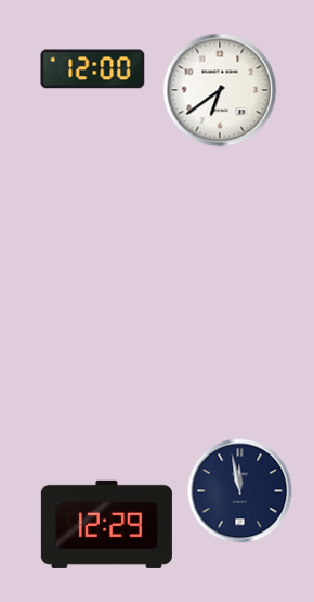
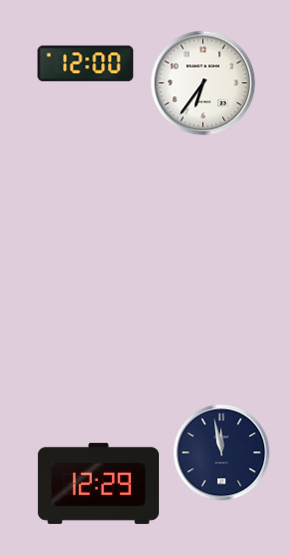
clock at (220, 90): 6:39 -> 6:36
